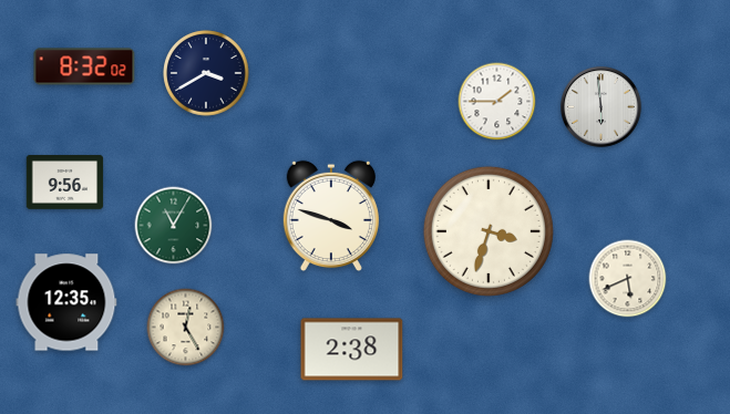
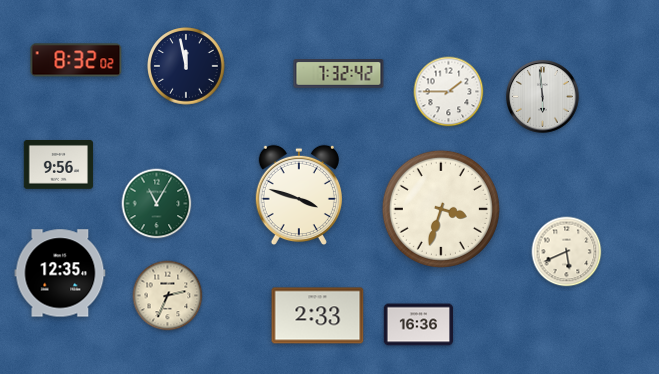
clock at (206, 73): 3:40 -> 11:58
clock at (339, 74): none -> 7:32
clock at (186, 328): 12:25 -> 2:34
clock at (352, 350): 2:38 -> 2:33
clock at (419, 325): none -> 16:36
